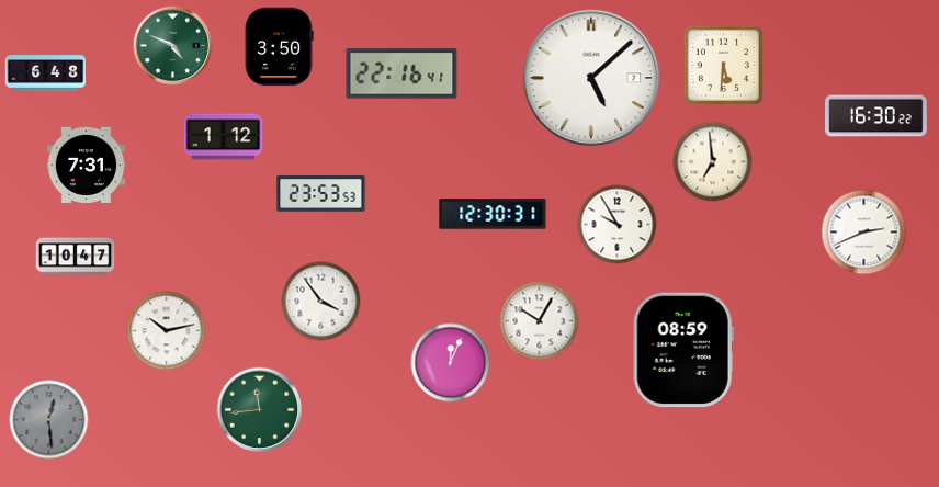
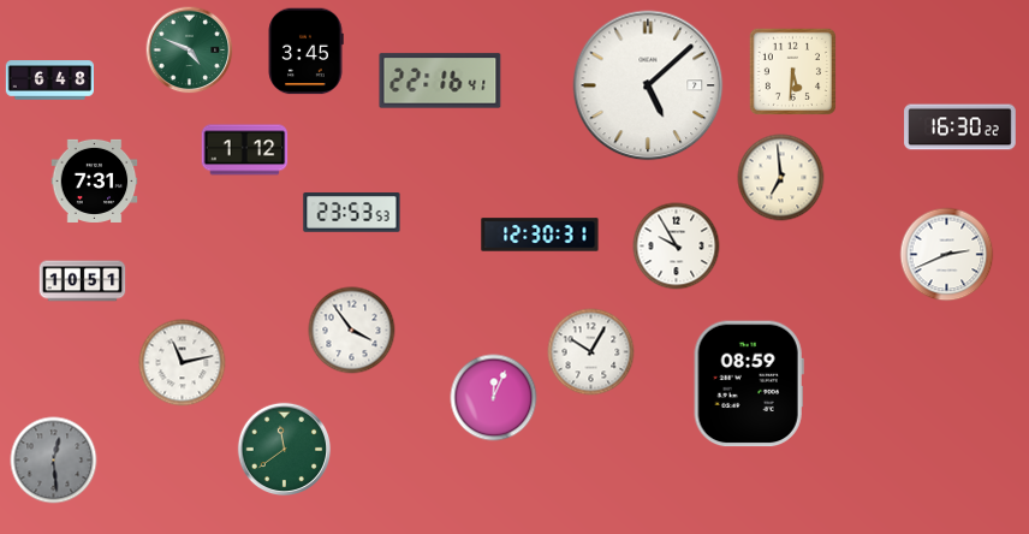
clock at (279, 47): 3:50 -> 3:45
clock at (76, 257): 10:47 -> 10:51
clock at (167, 331): 10:13 -> 11:13
clock at (260, 410): 11:44 -> 11:39
